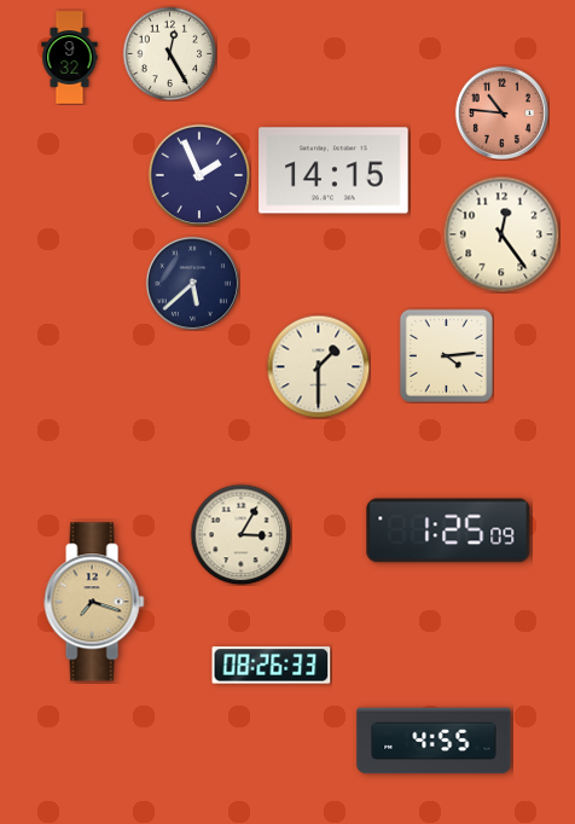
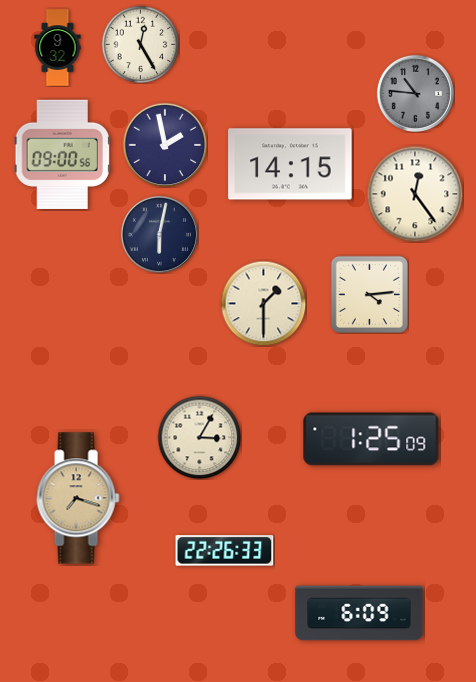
clock at (501, 112) dial: salmon -> grey
clock at (333, 170) position: (333, 170) -> (290, 164)
clock at (199, 175): 1:56 -> 1:58
clock at (62, 154): none -> 09:00
clock at (192, 283): 5:38 -> 6:02
clock at (240, 534) position: (240, 534) -> (199, 437)
clock at (272, 666): 08:26 -> 22:26
clock at (434, 741): 4:55 -> 6:09
